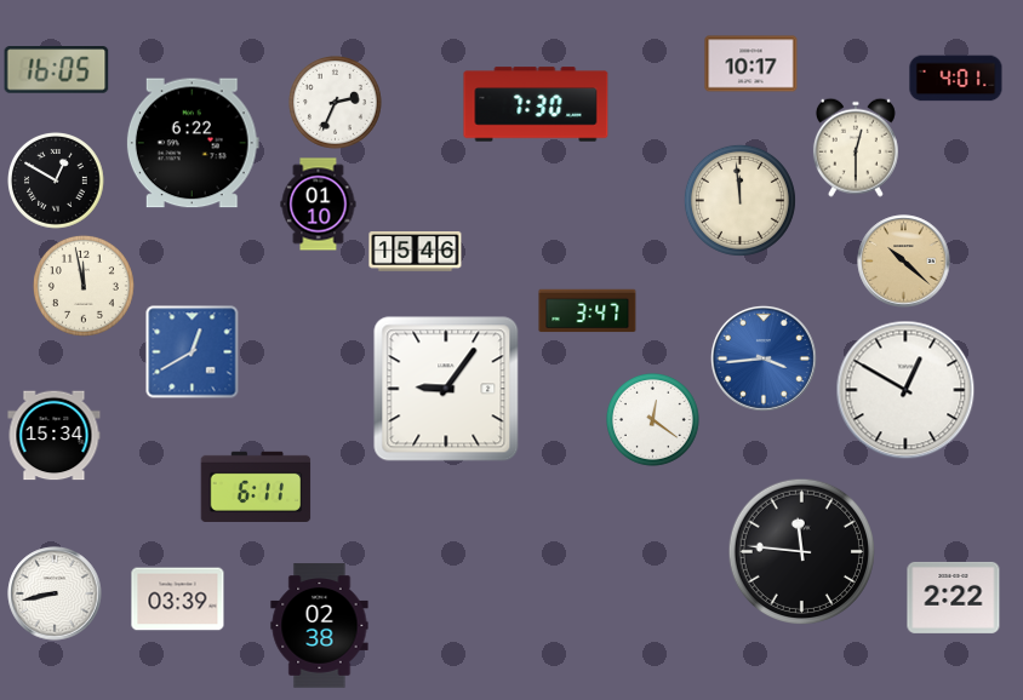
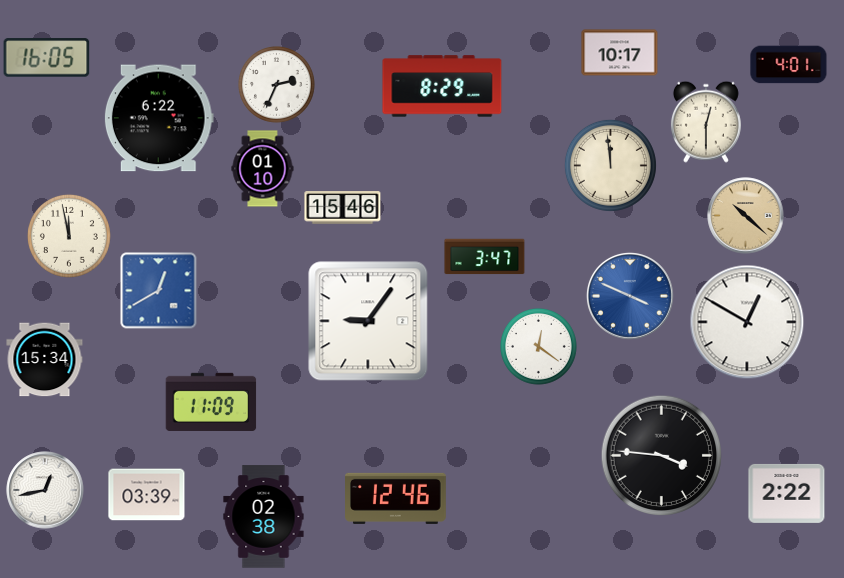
clock at (536, 104): 7:30 -> 8:29
clock at (57, 182): 12:50 -> none
clock at (764, 358): 3:44 -> 3:49
clock at (256, 487): 6:11 -> 11:09
clock at (801, 551): 11:46 -> 3:46
clock at (55, 593): 8:43 -> 12:43
clock at (396, 498): none -> 12:46
